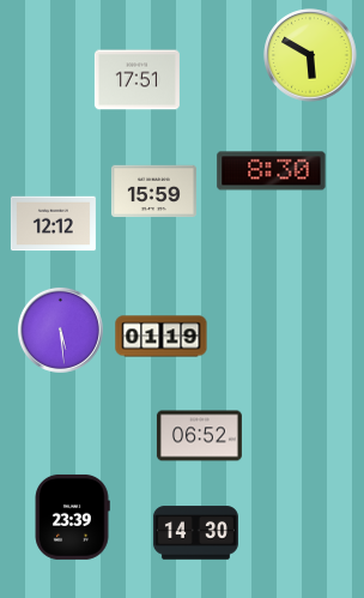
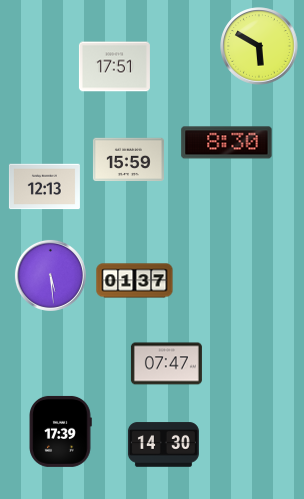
clock at (53, 224): 12:12 -> 12:13
clock at (162, 337): 01:19 -> 01:37
clock at (199, 436): 06:52 -> 07:47
clock at (72, 517): 23:39 -> 17:39
